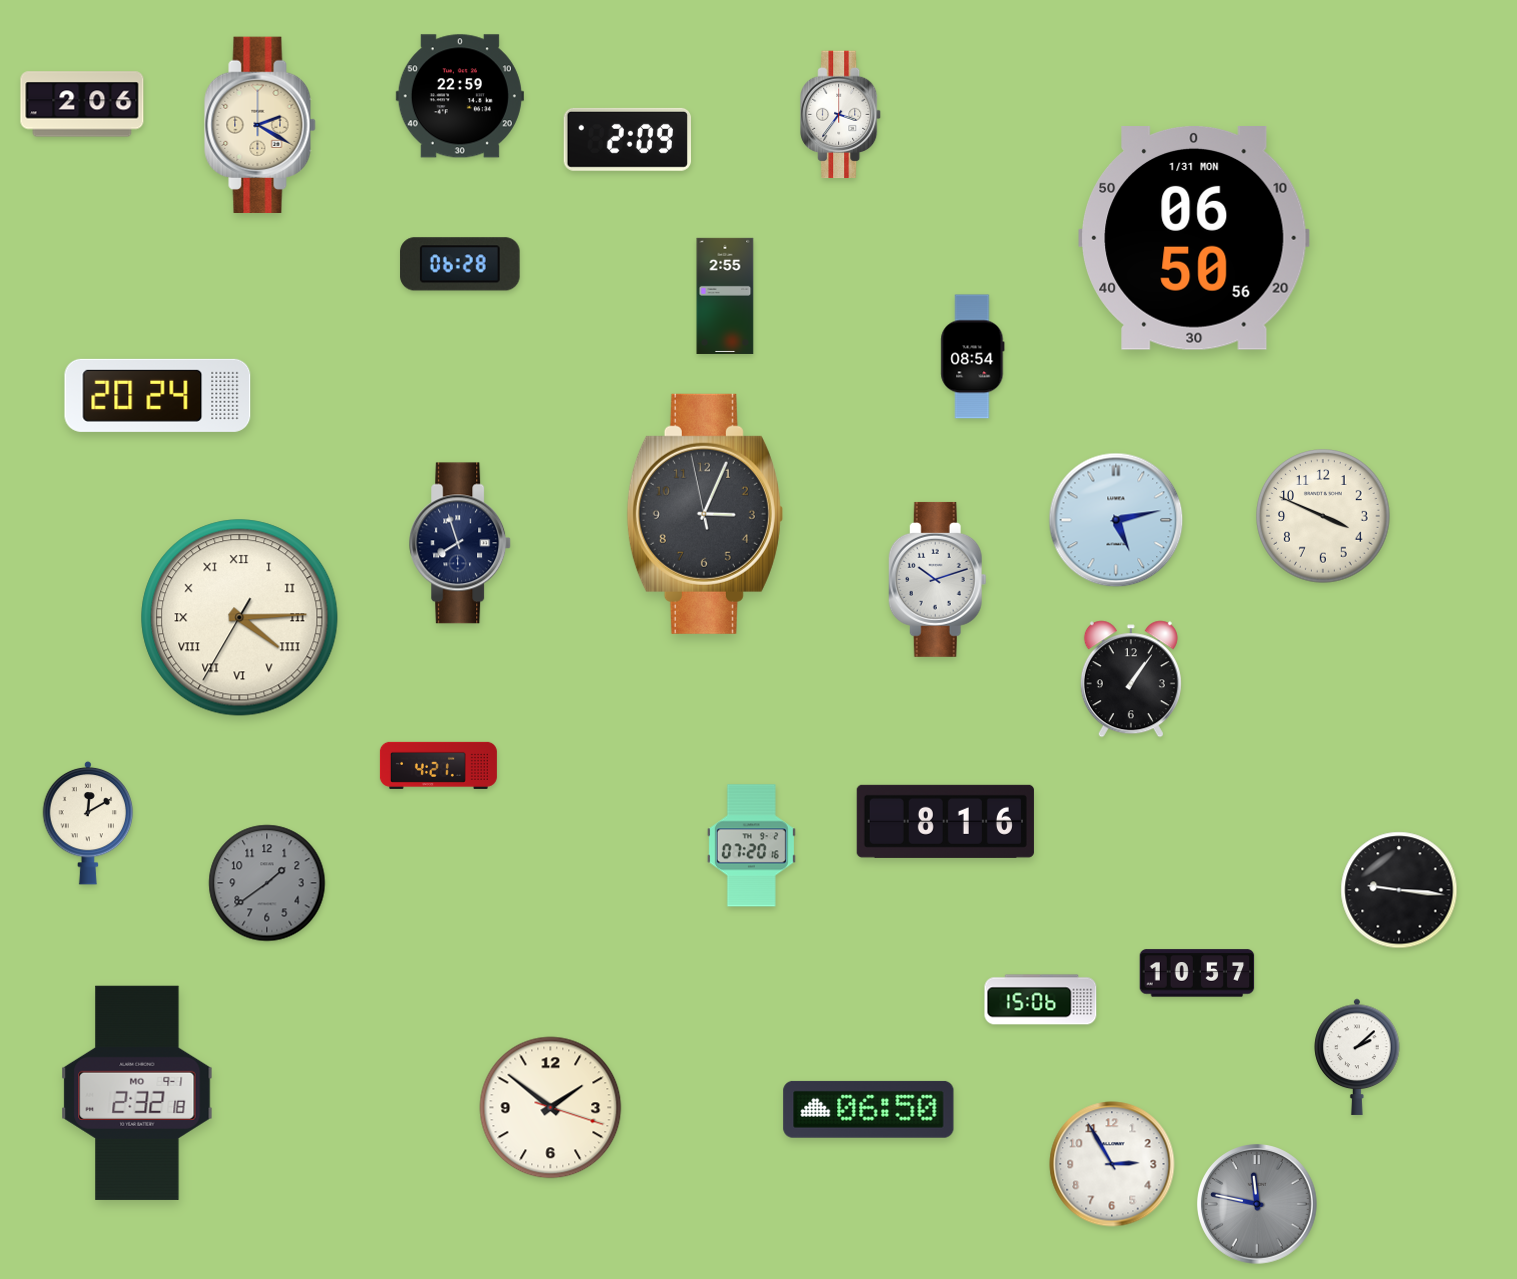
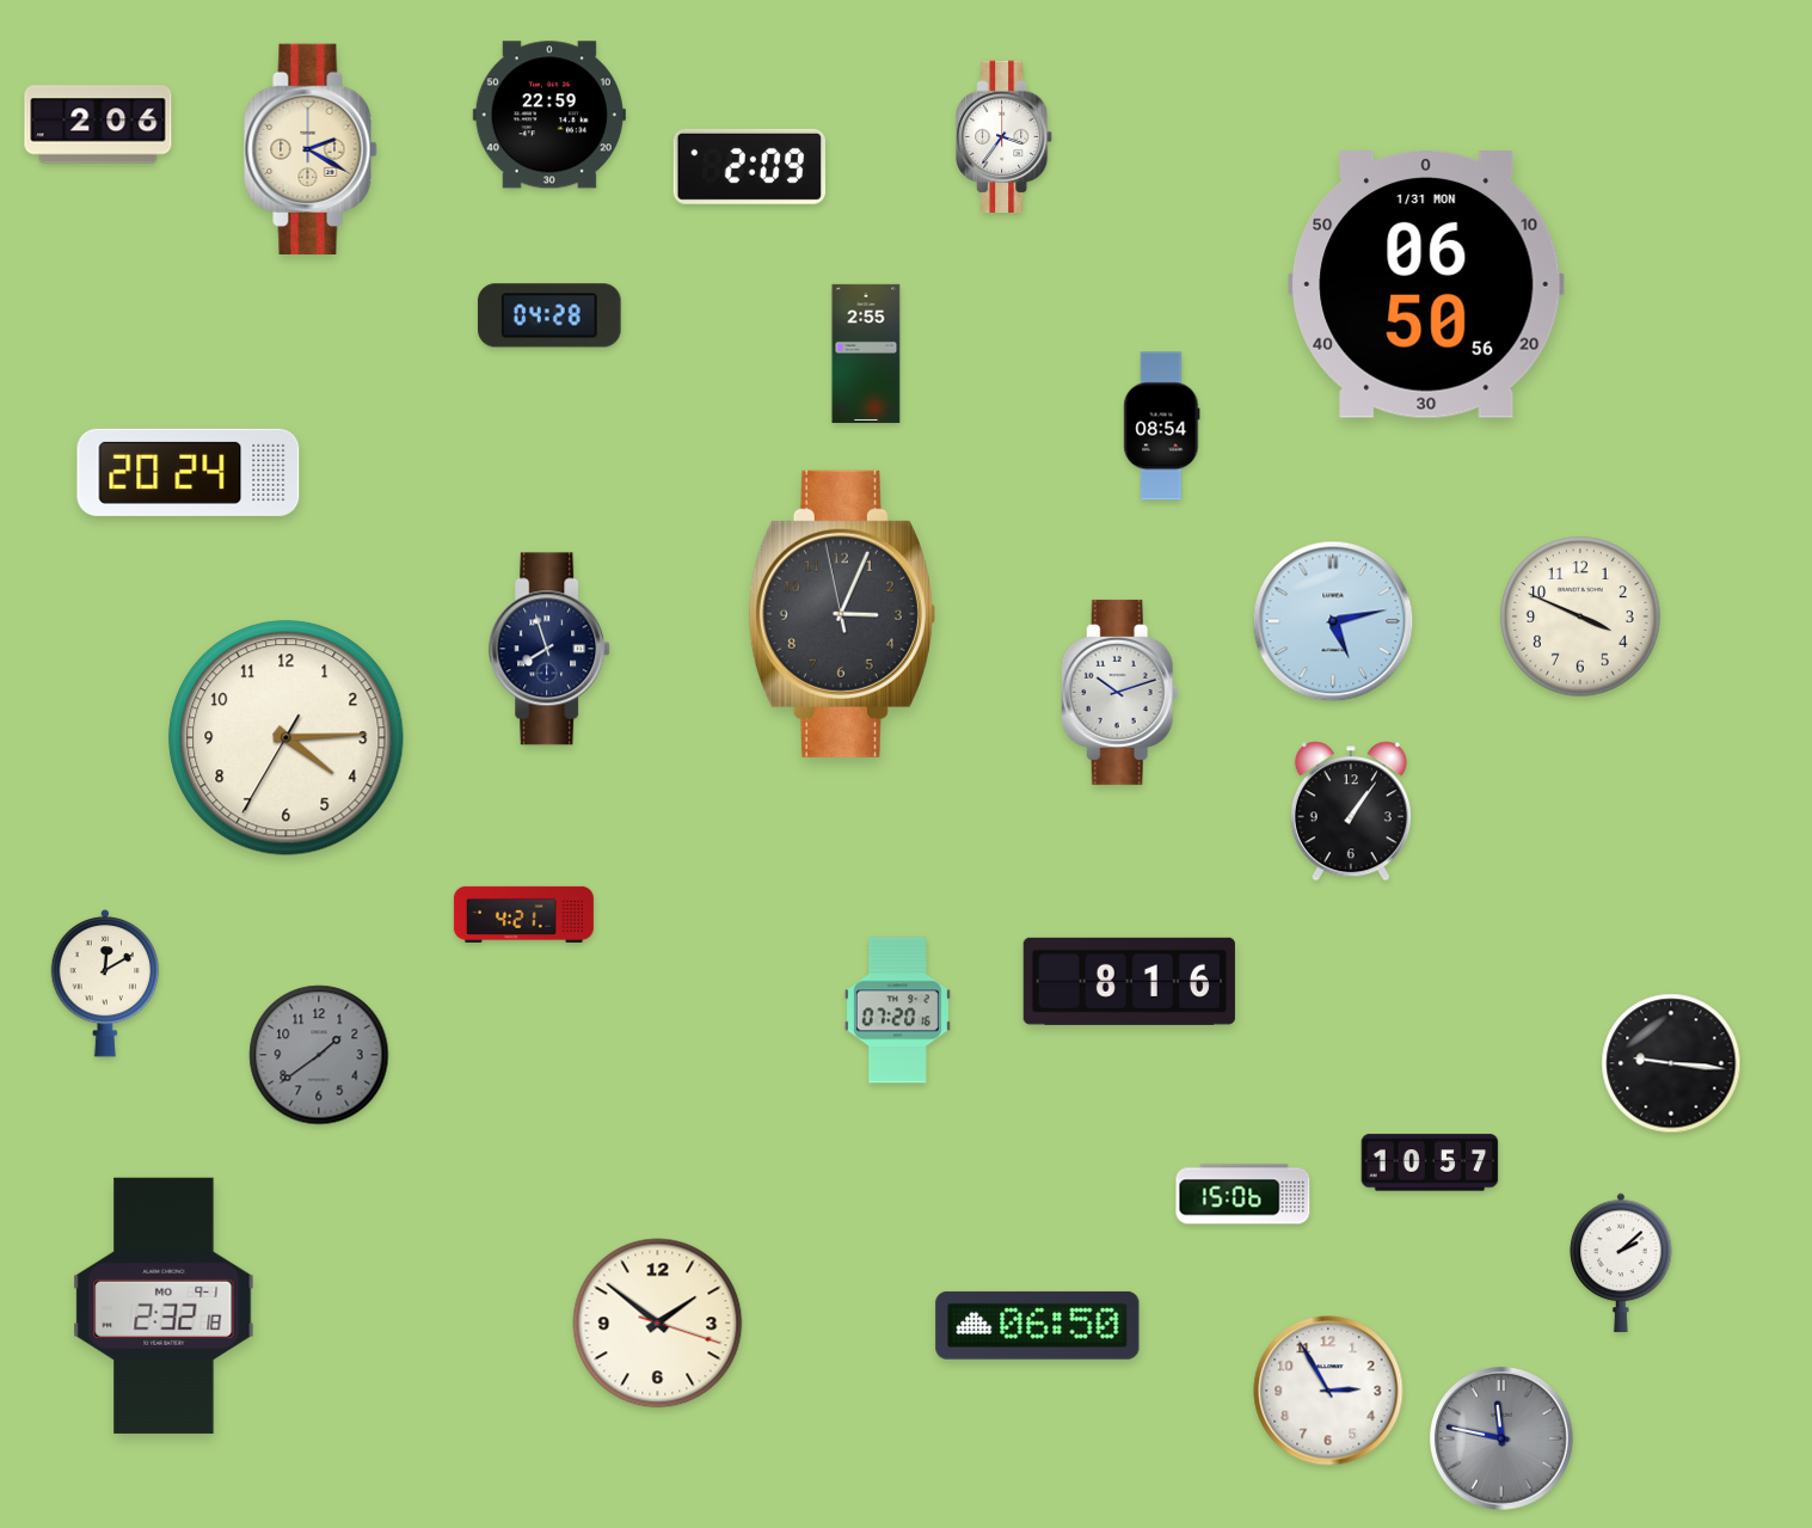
clock at (460, 264): 06:28 -> 04:28
clock at (240, 618) numerals: Roman -> Arabic
